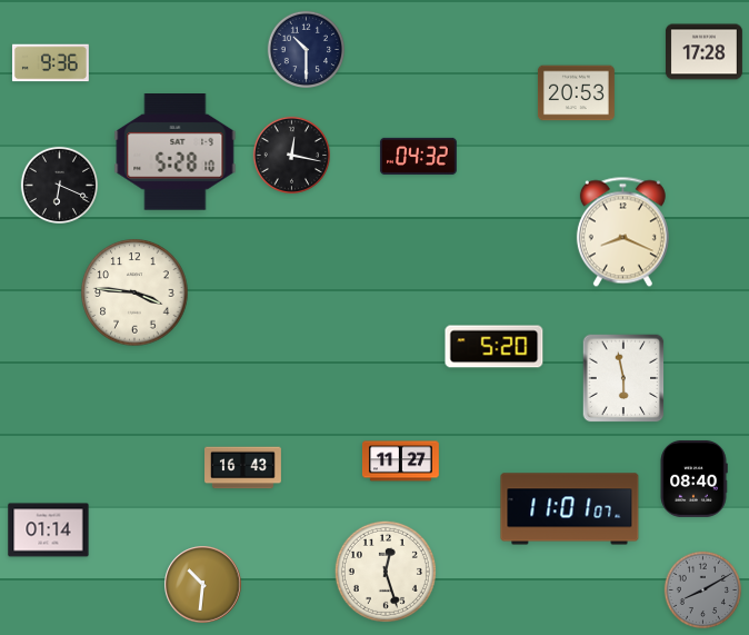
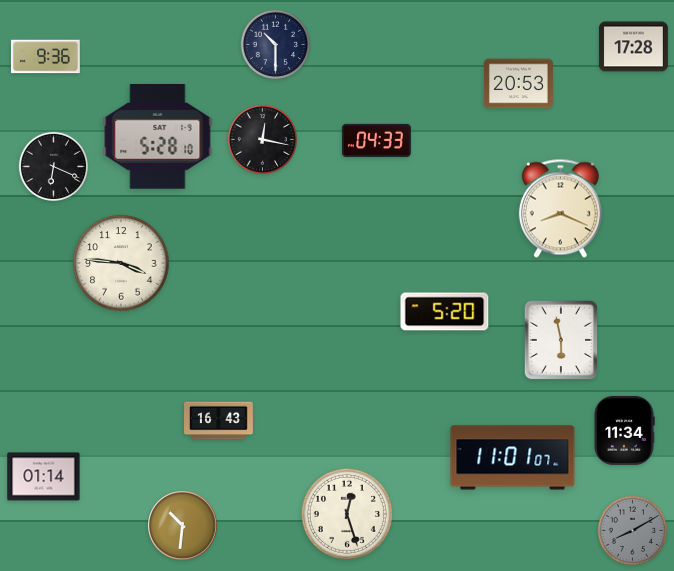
clock at (418, 156): 04:32 -> 04:33
clock at (400, 462): 11:27 -> none
clock at (693, 478): 08:40 -> 11:34
